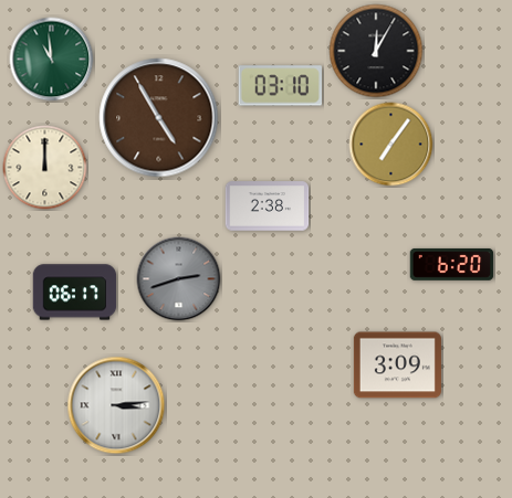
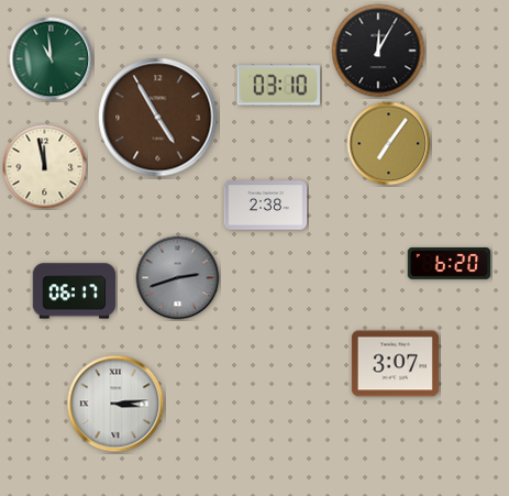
clock at (376, 51) position: (376, 51) -> (378, 51)
clock at (45, 168): 12:00 -> 11:58
clock at (397, 365): 3:09 -> 3:07
